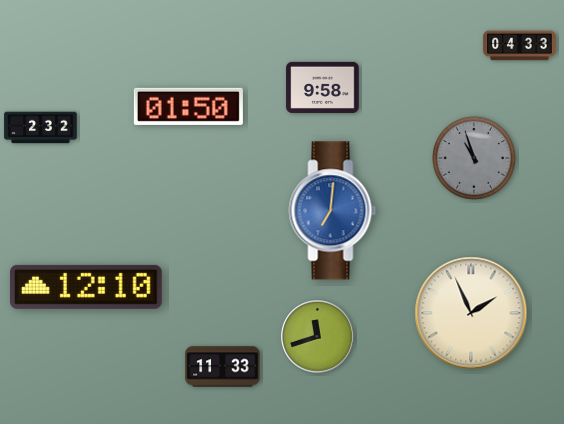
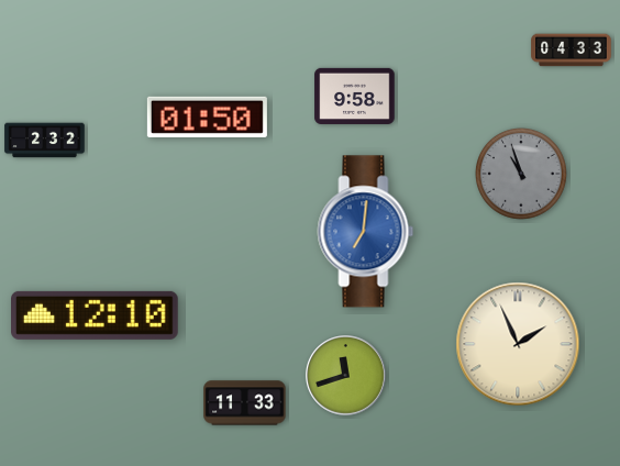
clock at (318, 337) position: (318, 337) -> (346, 376)
